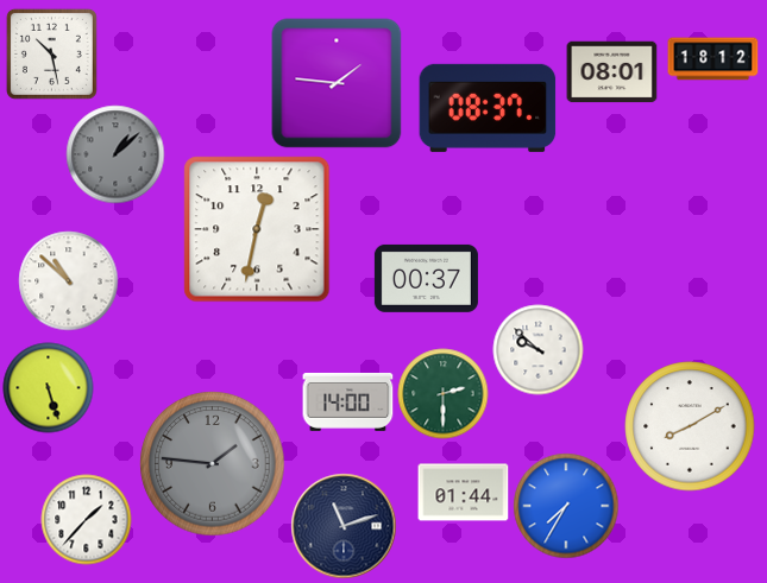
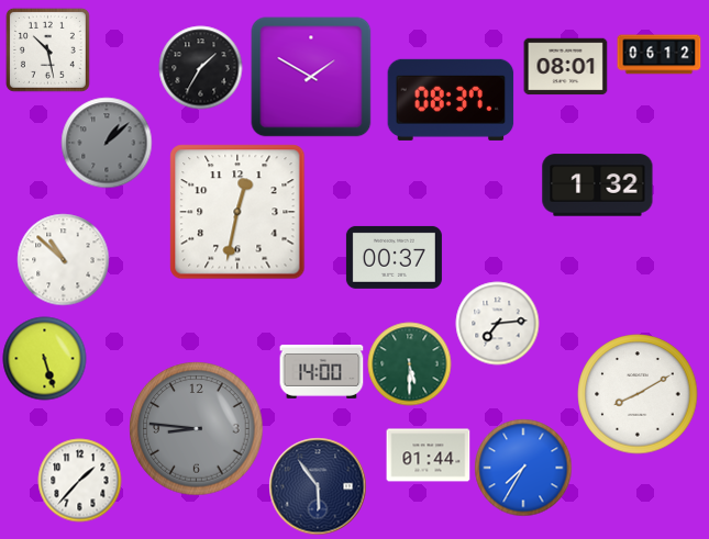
clock at (713, 59): 18:12 -> 06:12
clock at (201, 68): none -> 1:35
clock at (337, 83): 1:46 -> 1:50
clock at (598, 186): none -> 1:32
clock at (539, 350): 9:52 -> 7:14
clock at (444, 394): 2:30 -> 5:30
clock at (213, 464): 1:46 -> 8:46
clock at (344, 526): 11:12 -> 5:54
